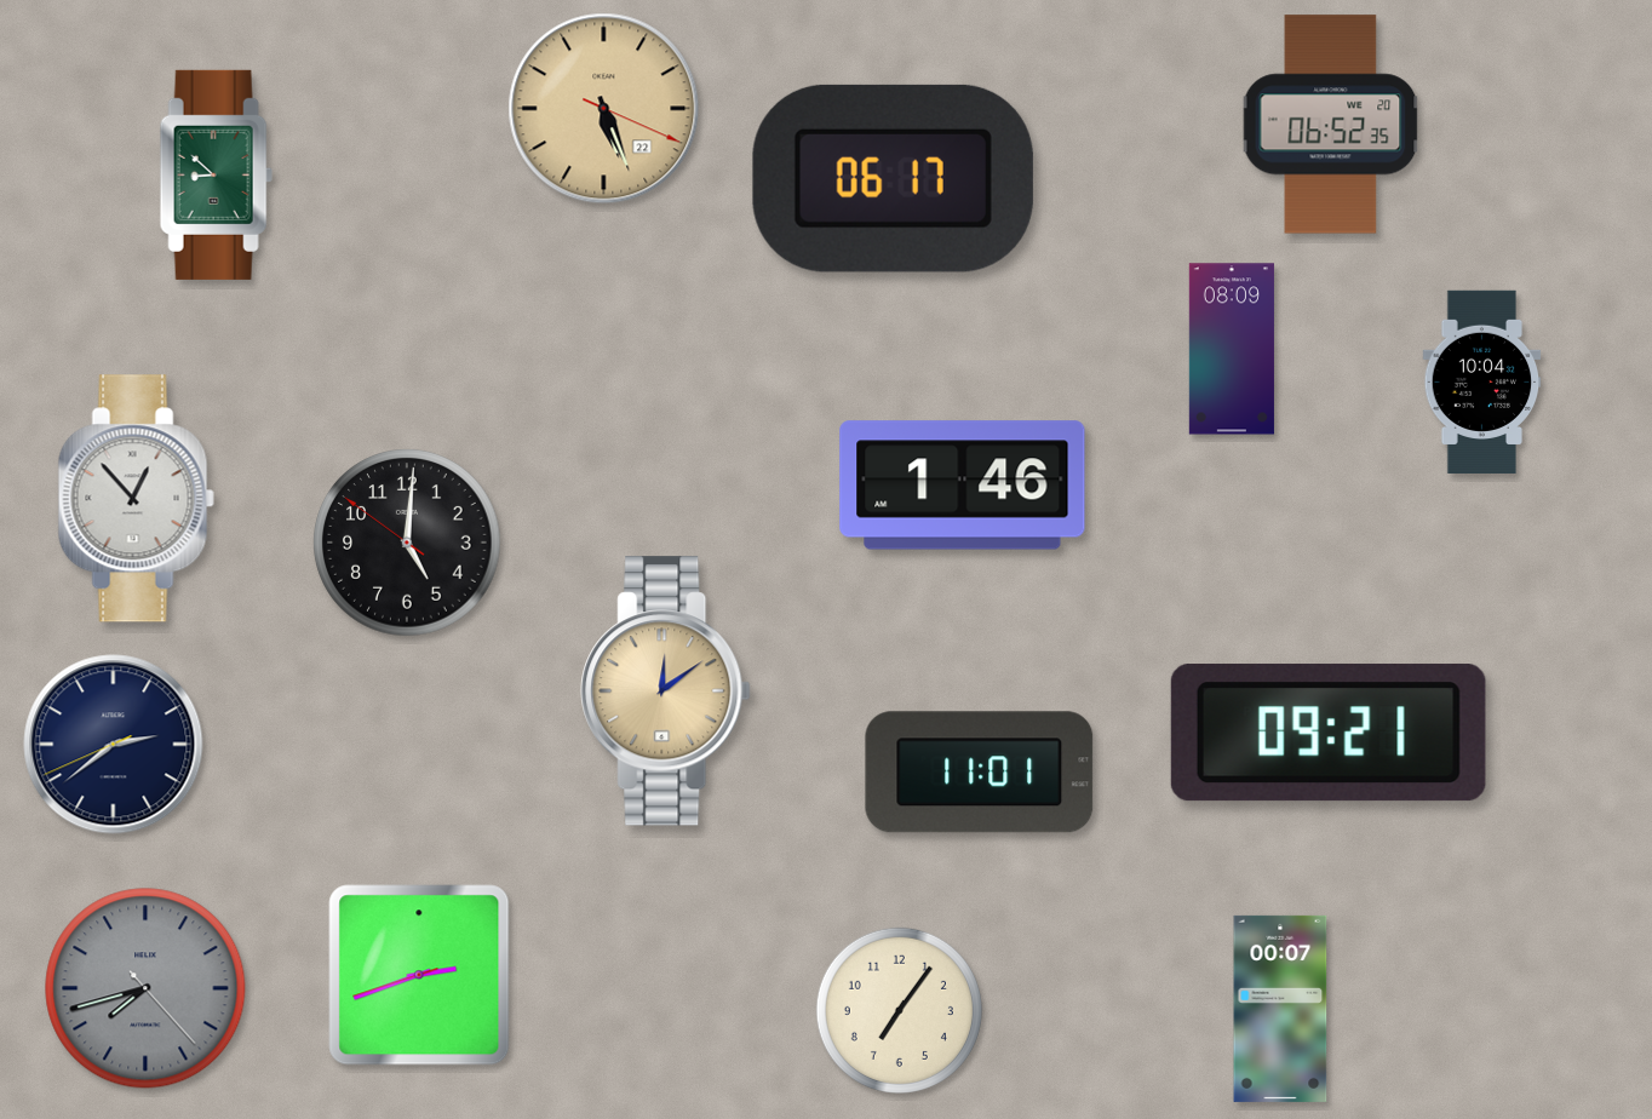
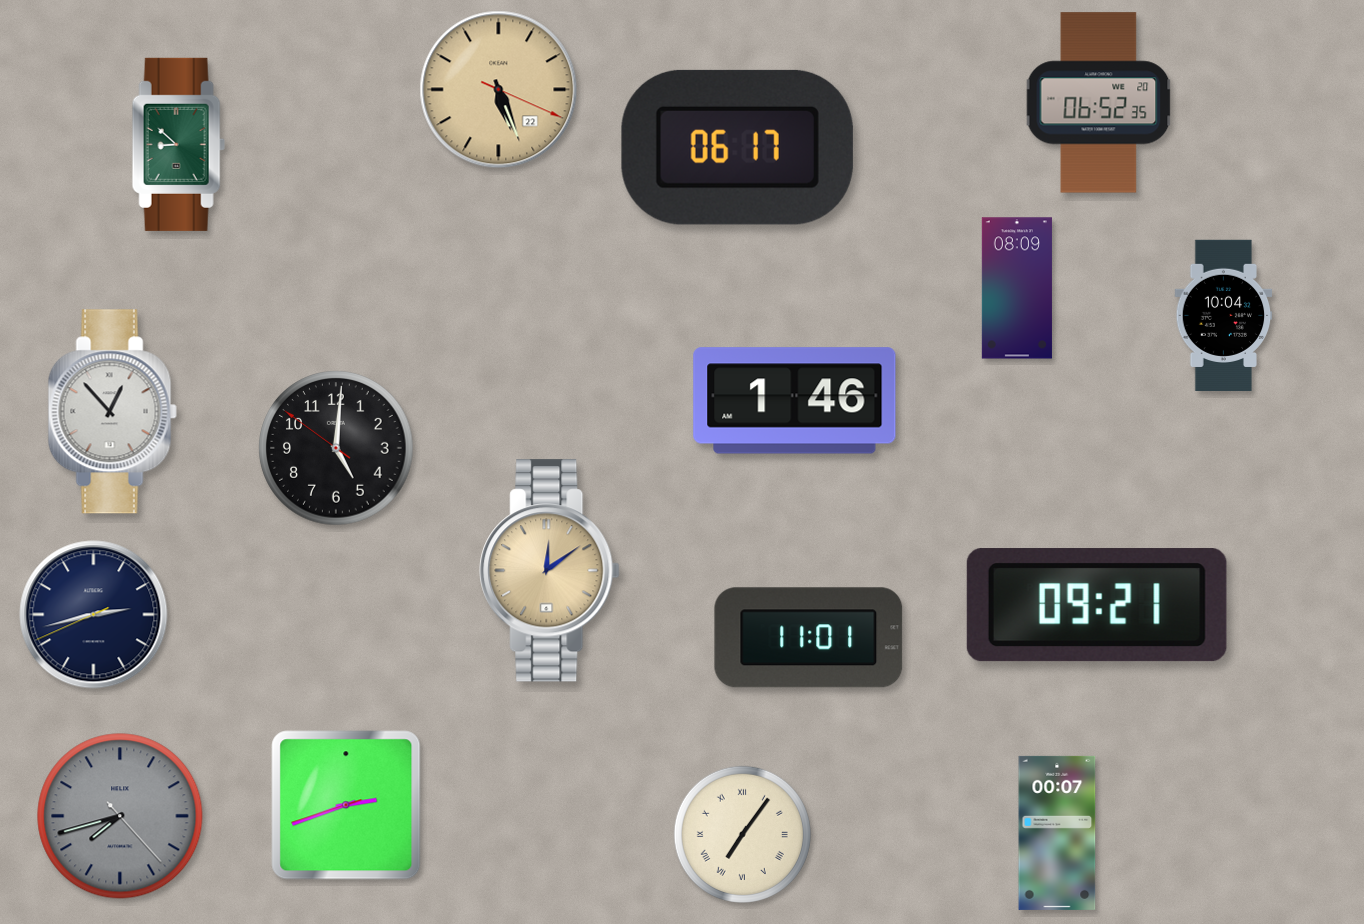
clock at (114, 745): 2:38 -> 2:42
clock at (899, 1010) numerals: Arabic -> Roman
